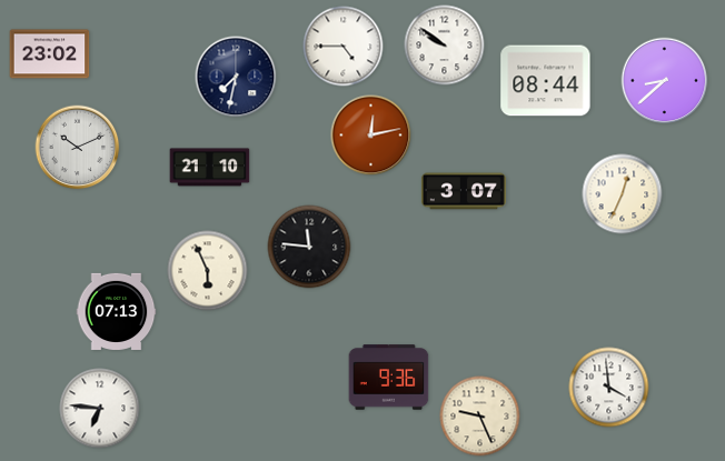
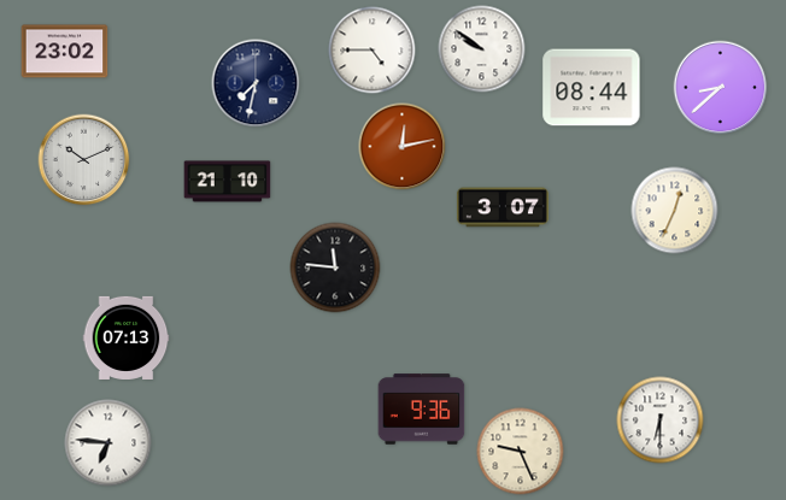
clock at (50, 54) position: (50, 54) -> (65, 52)
clock at (208, 271): 5:56 -> none
clock at (609, 388): 3:59 -> 6:30
